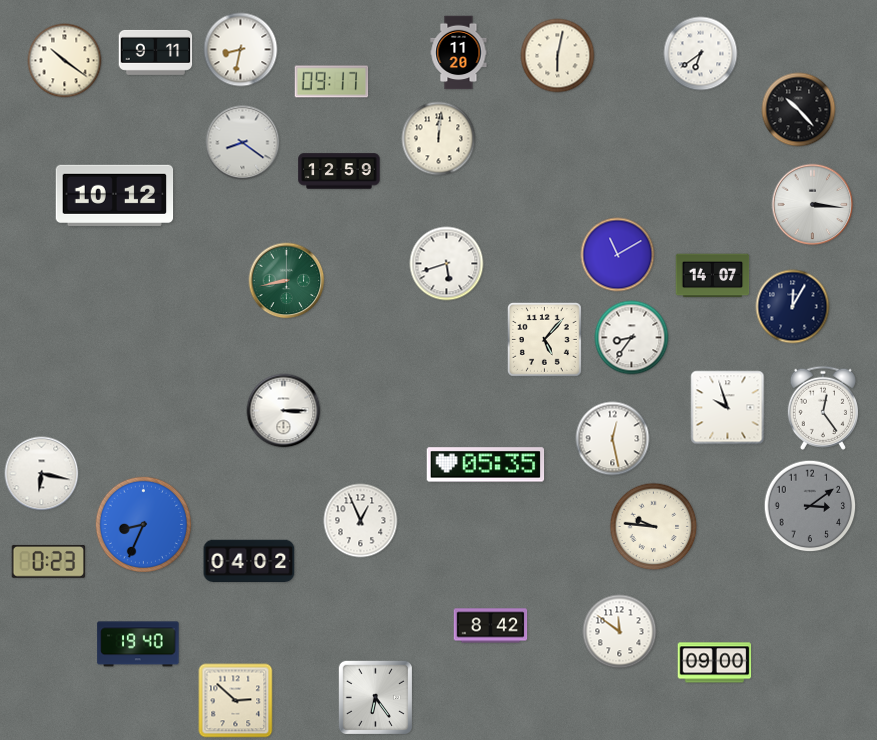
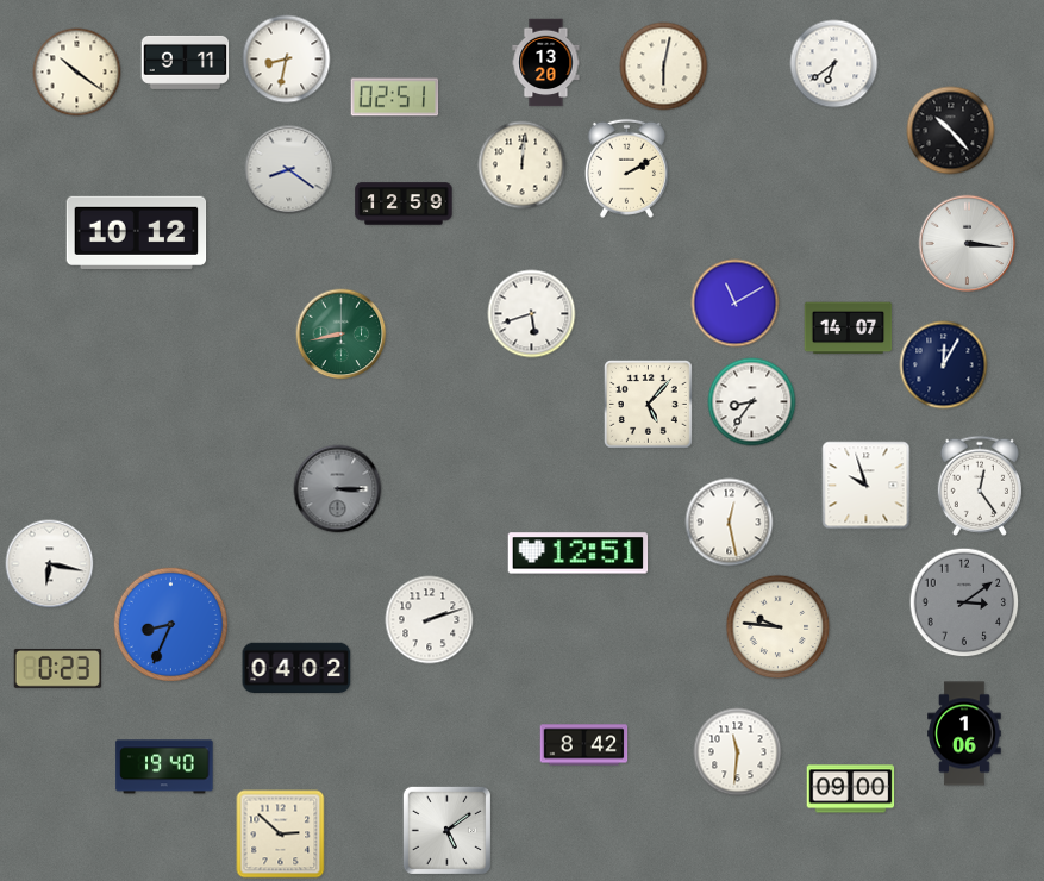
clock at (459, 53): 11:20 -> 13:20
clock at (332, 82): 09:17 -> 02:51
clock at (626, 168): none -> 2:10
clock at (284, 411) dial: white -> grey
clock at (486, 465): 05:35 -> 12:51
clock at (361, 521): 12:56 -> 2:12
clock at (964, 733): none -> 1:06
clock at (620, 632): 11:51 -> 11:31
clock at (375, 697): 6:24 -> 5:09
